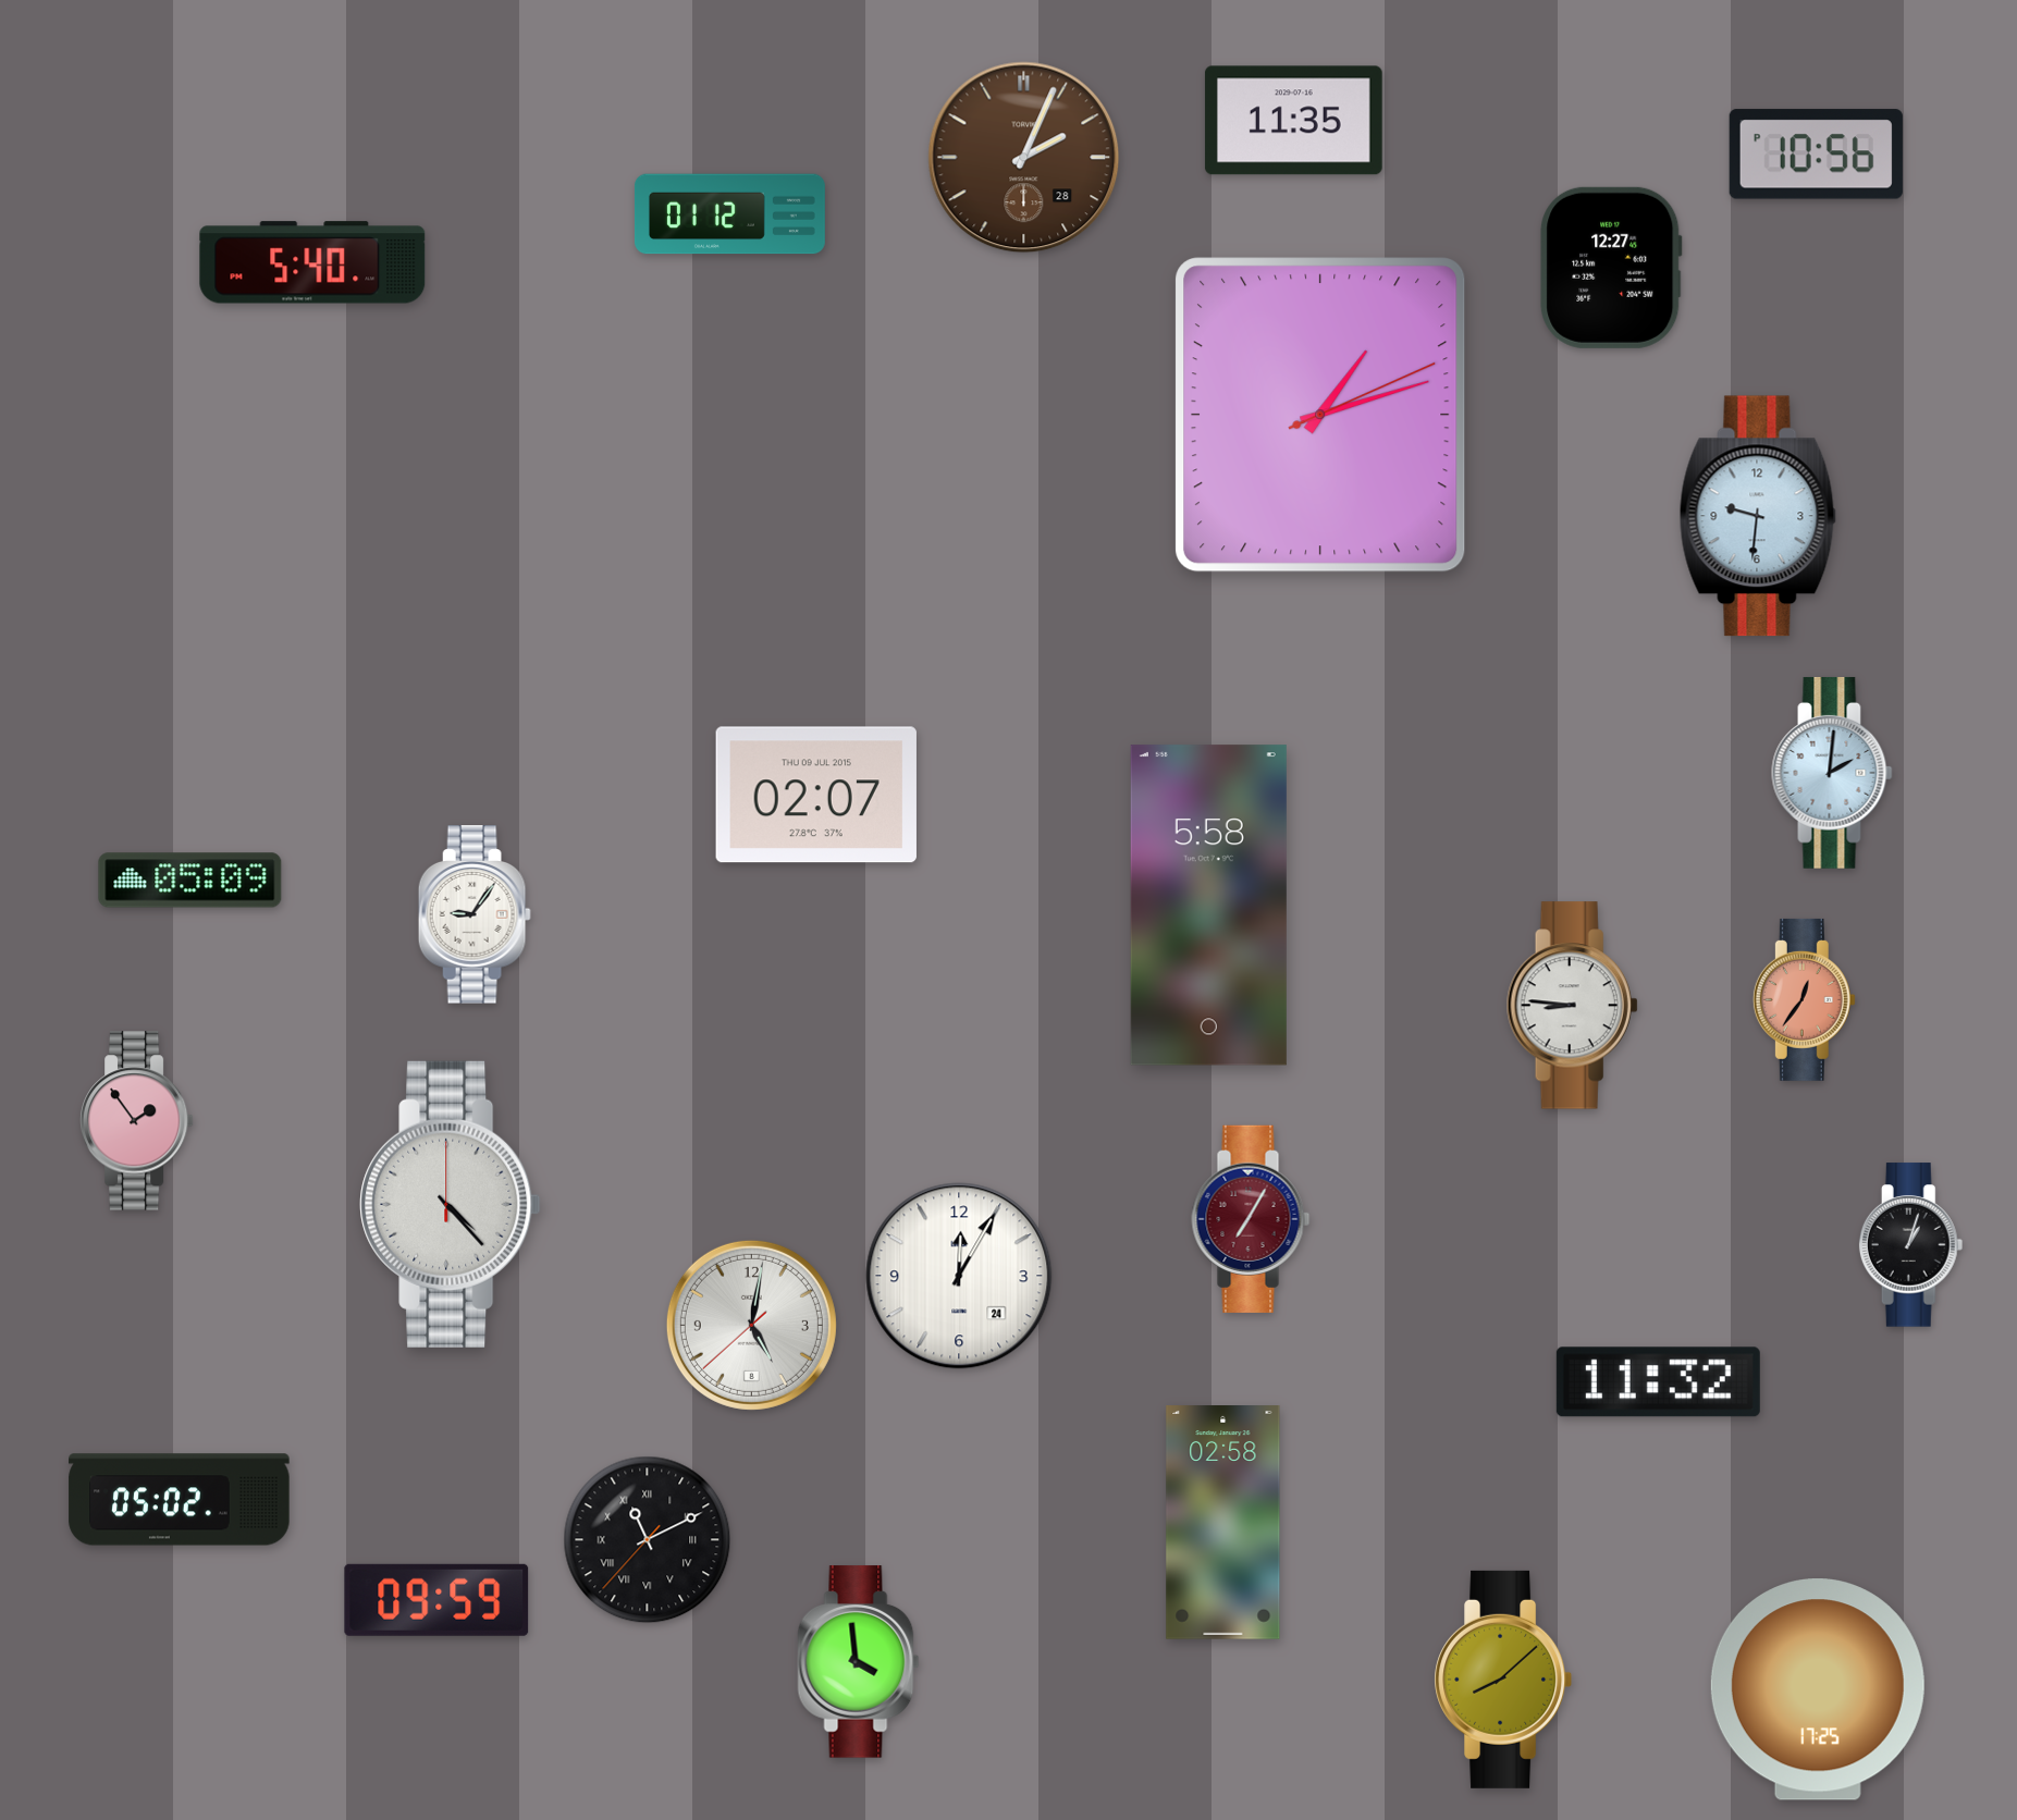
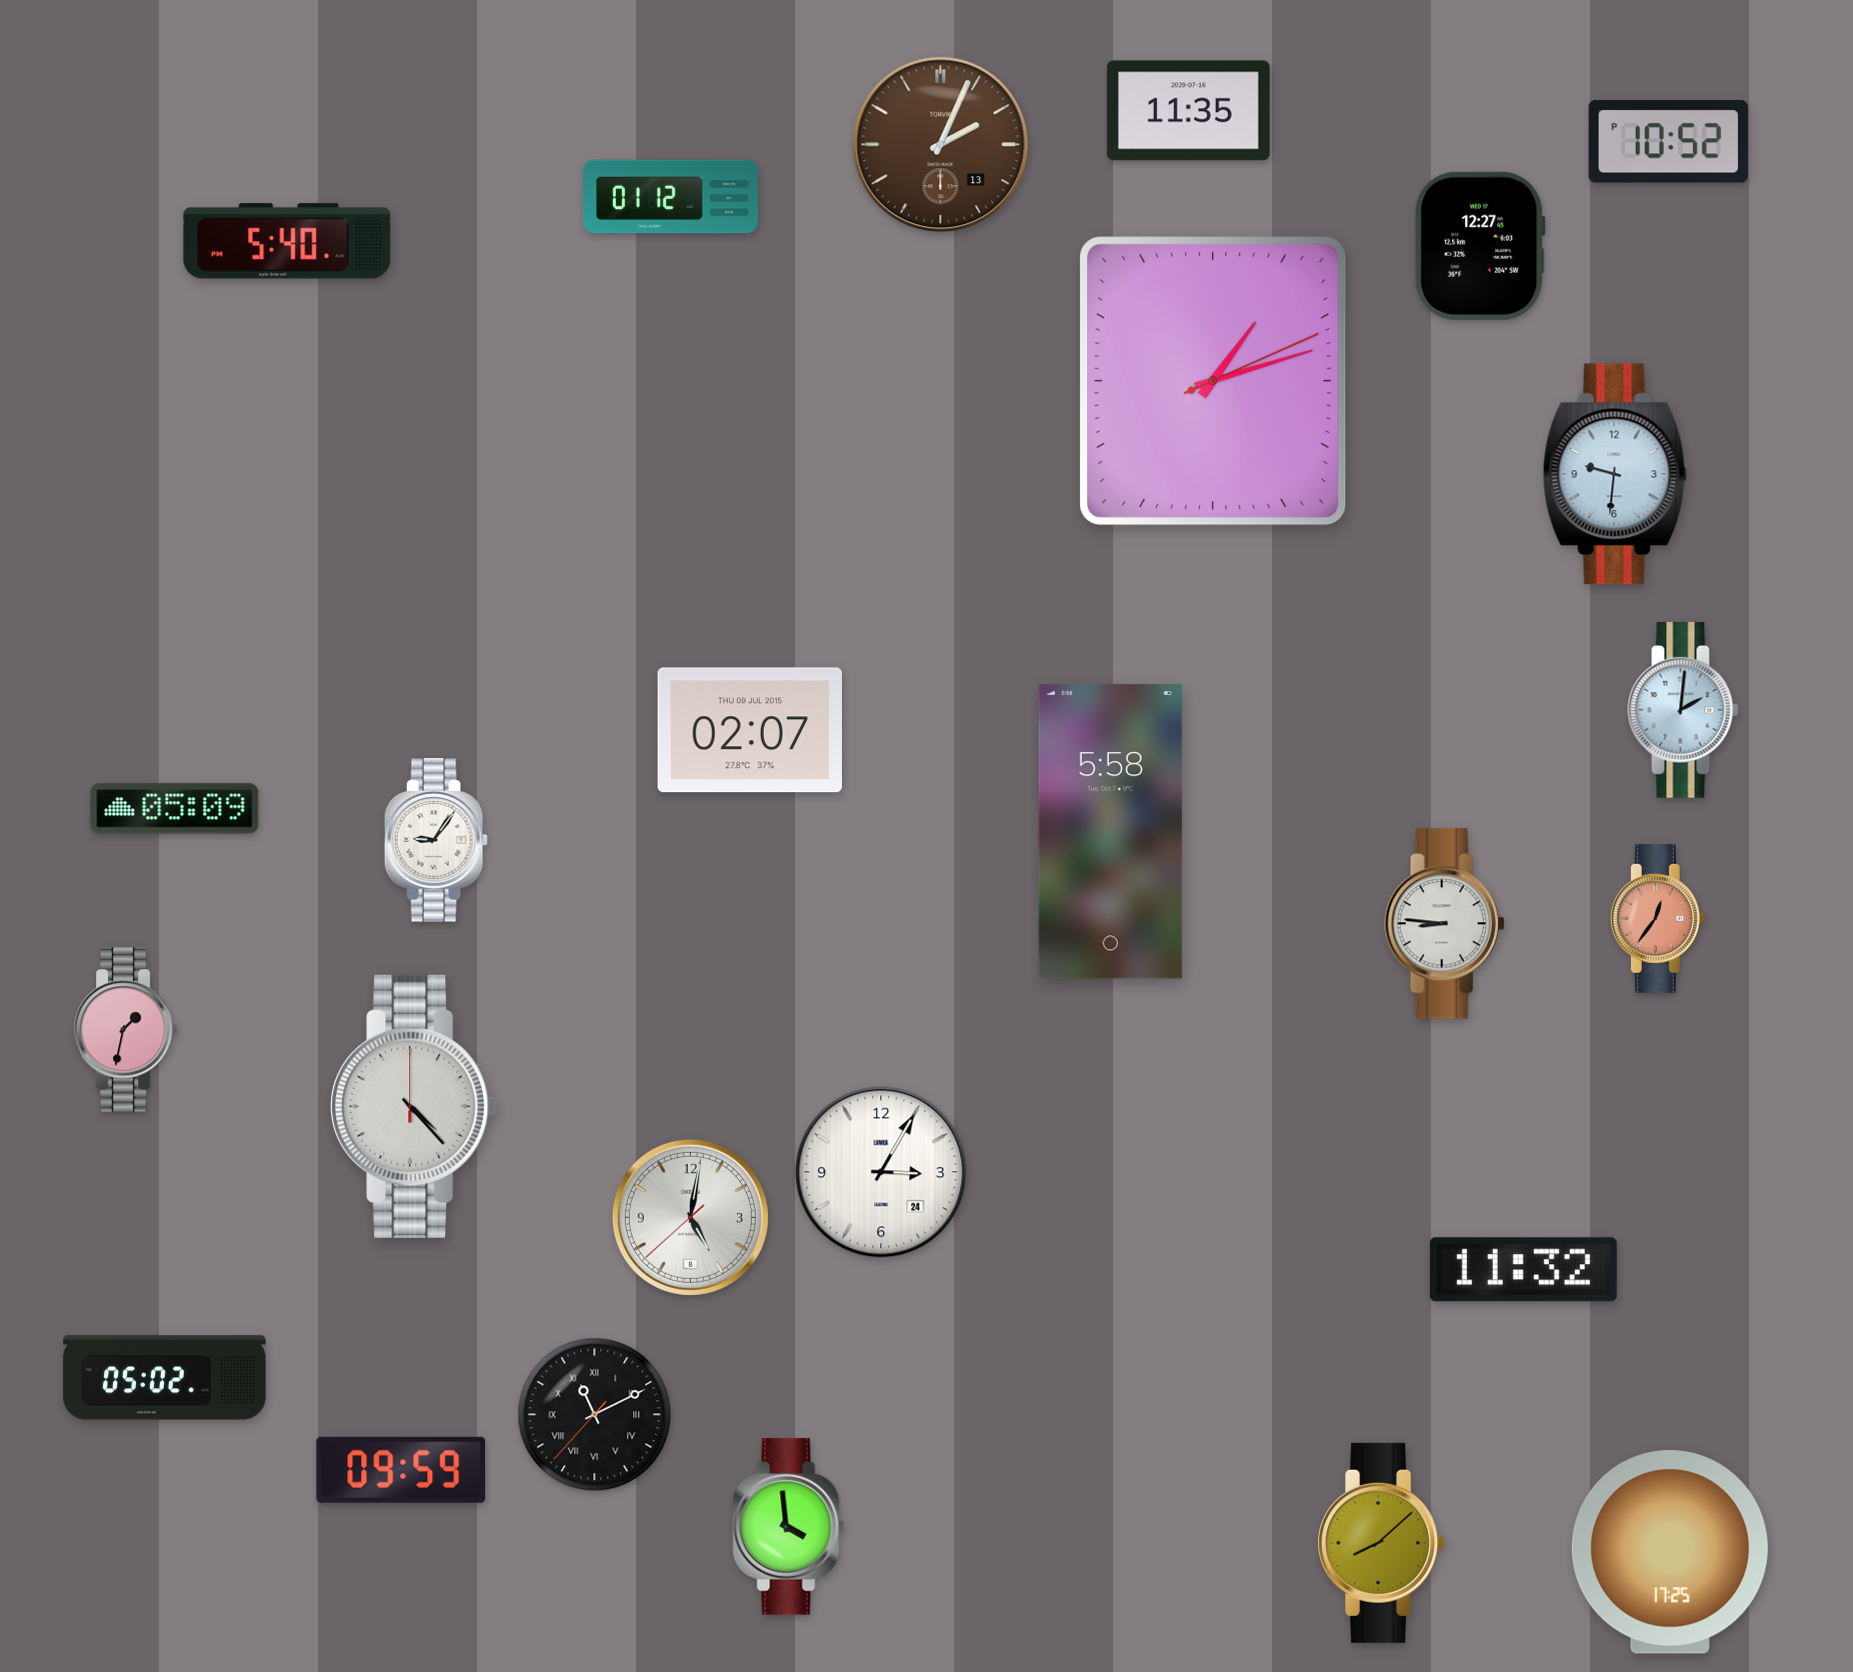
clock at (1816, 155): 10:56 -> 10:52
clock at (1024, 158) date: 28 -> 13
clock at (136, 1121): 1:54 -> 1:32
clock at (1251, 1219): 7:05 -> none
clock at (1911, 1245): 1:03 -> none
clock at (959, 1276): 12:05 -> 3:05
clock at (1223, 1523): 02:58 -> none
